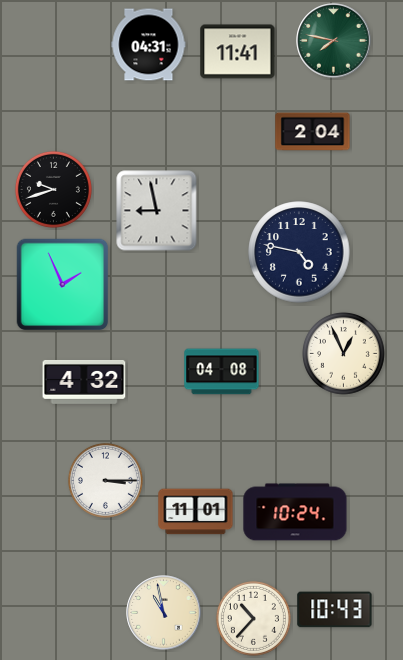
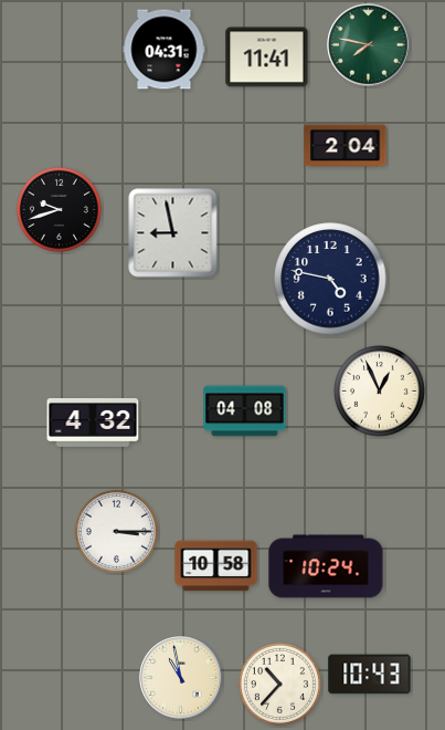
clock at (238, 52) position: (238, 52) -> (267, 58)
clock at (63, 285): 1:56 -> none
clock at (196, 512): 11:01 -> 10:58
